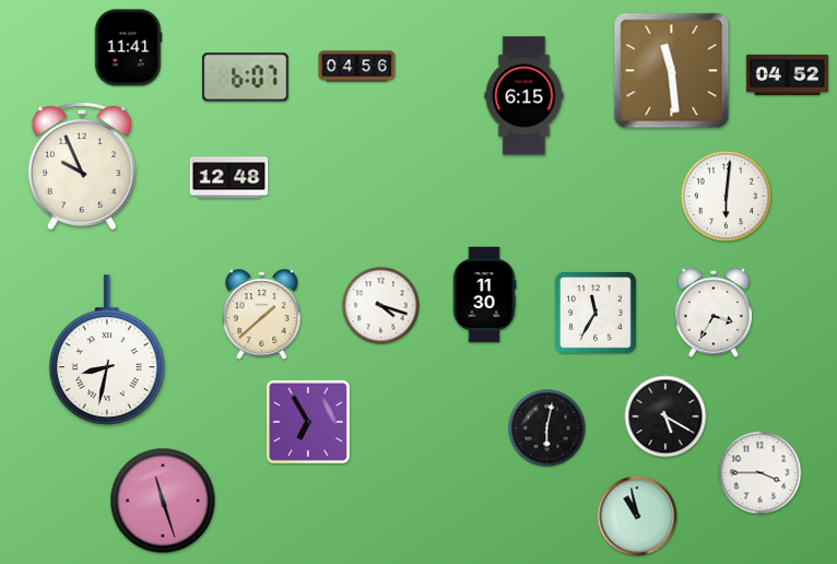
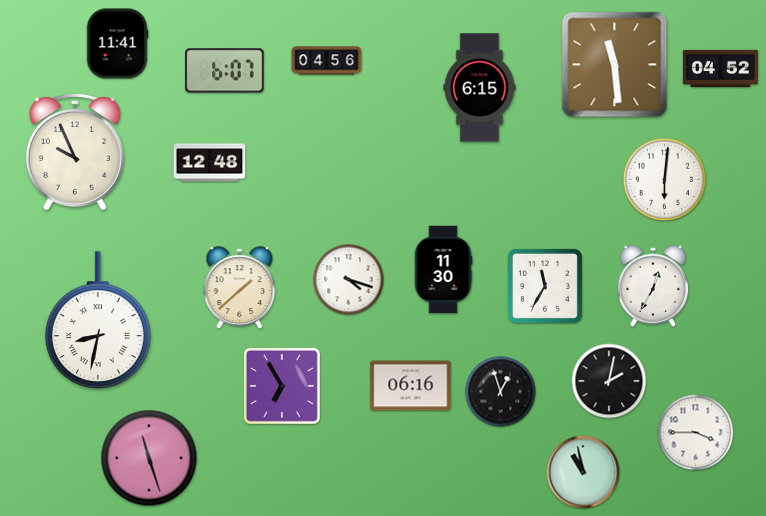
clock at (714, 313): 3:35 -> 12:35
clock at (665, 416): 5:20 -> 2:02
clock at (411, 386): none -> 06:16
clock at (547, 428): 6:02 -> 12:57
